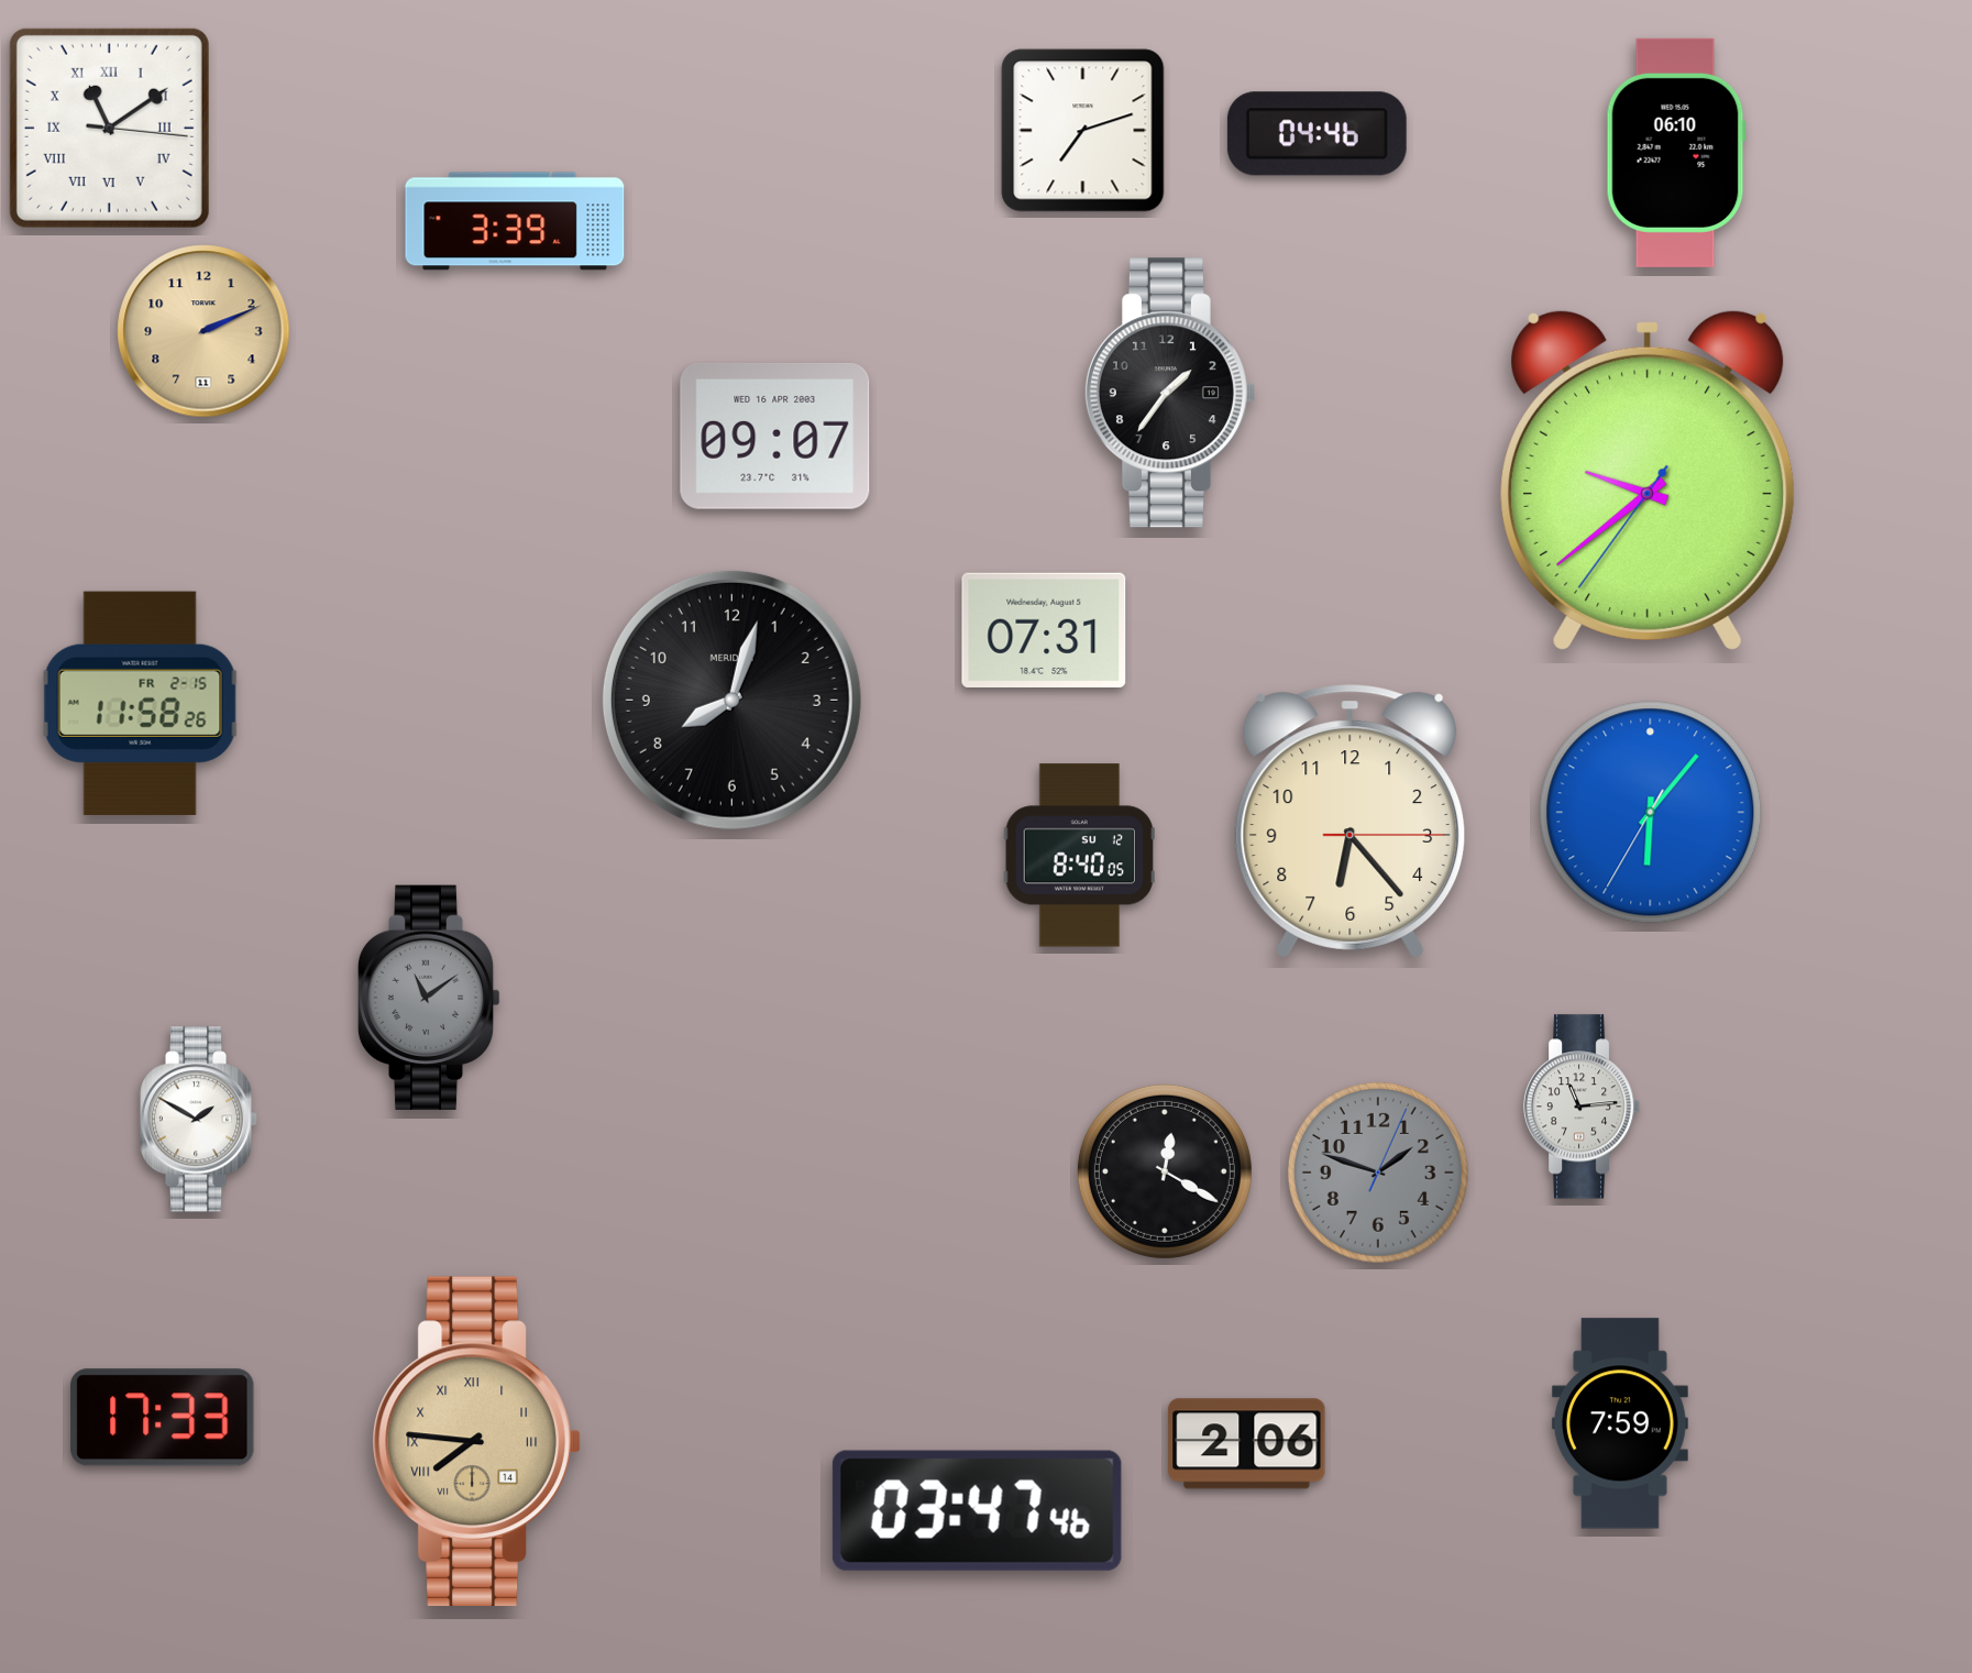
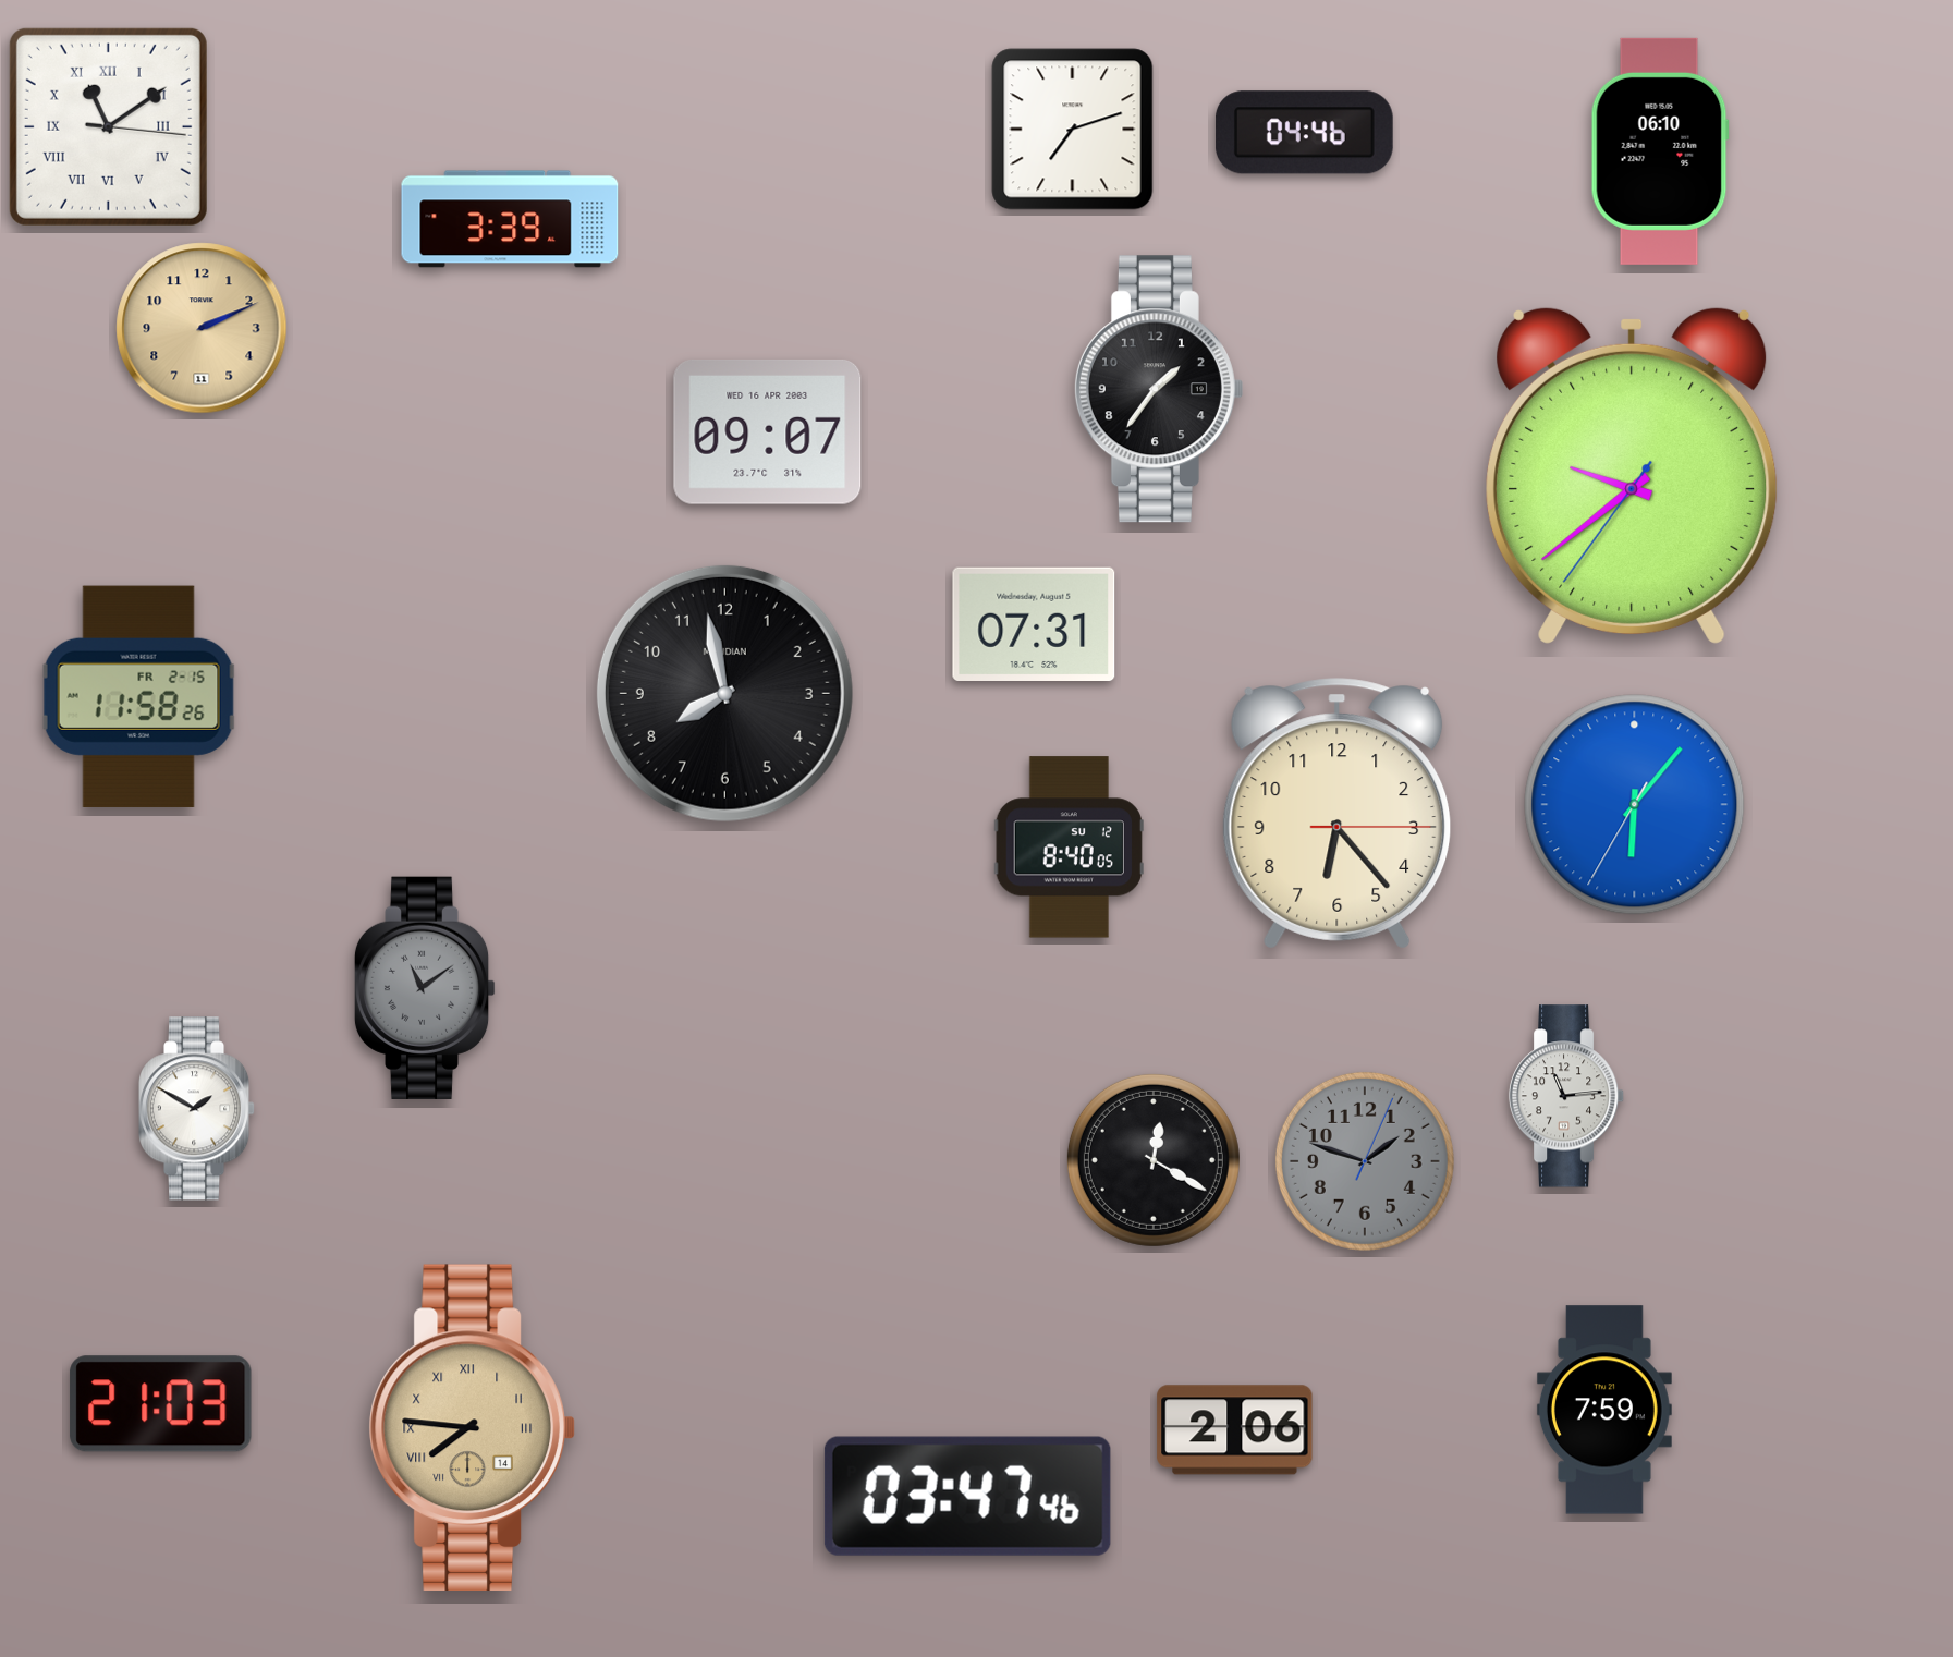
clock at (731, 700): 8:03 -> 7:58
clock at (163, 1418): 17:33 -> 21:03
